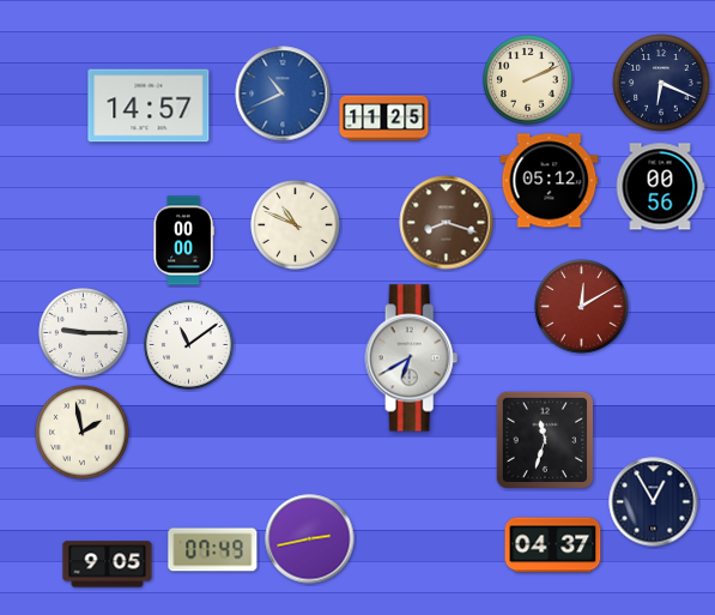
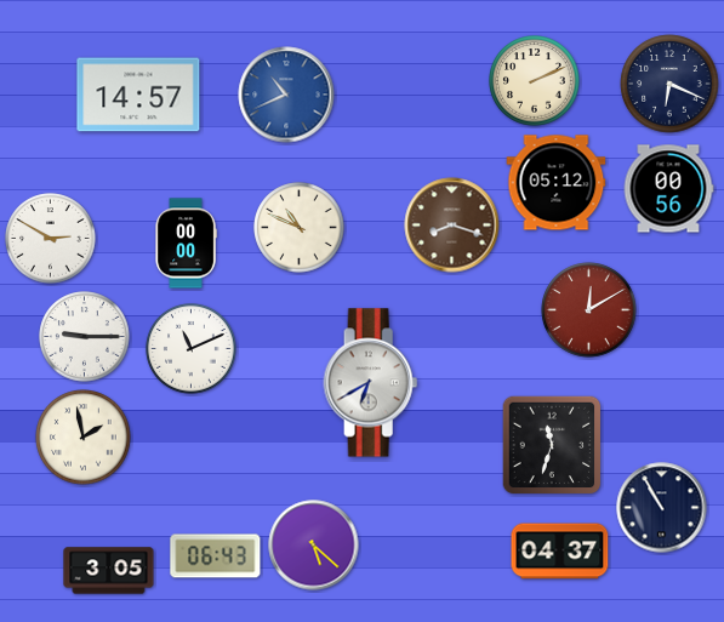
clock at (149, 105) position: (149, 105) -> (138, 95)
clock at (384, 119): 11:25 -> none
clock at (51, 239): none -> 2:50
clock at (189, 345): 11:09 -> 11:11
clock at (412, 358) position: (412, 358) -> (371, 383)
clock at (654, 502): 12:55 -> 10:55
clock at (310, 539): 2:43 -> 5:22
clock at (213, 550): 07:49 -> 06:43
clock at (108, 565): 9:05 -> 3:05
